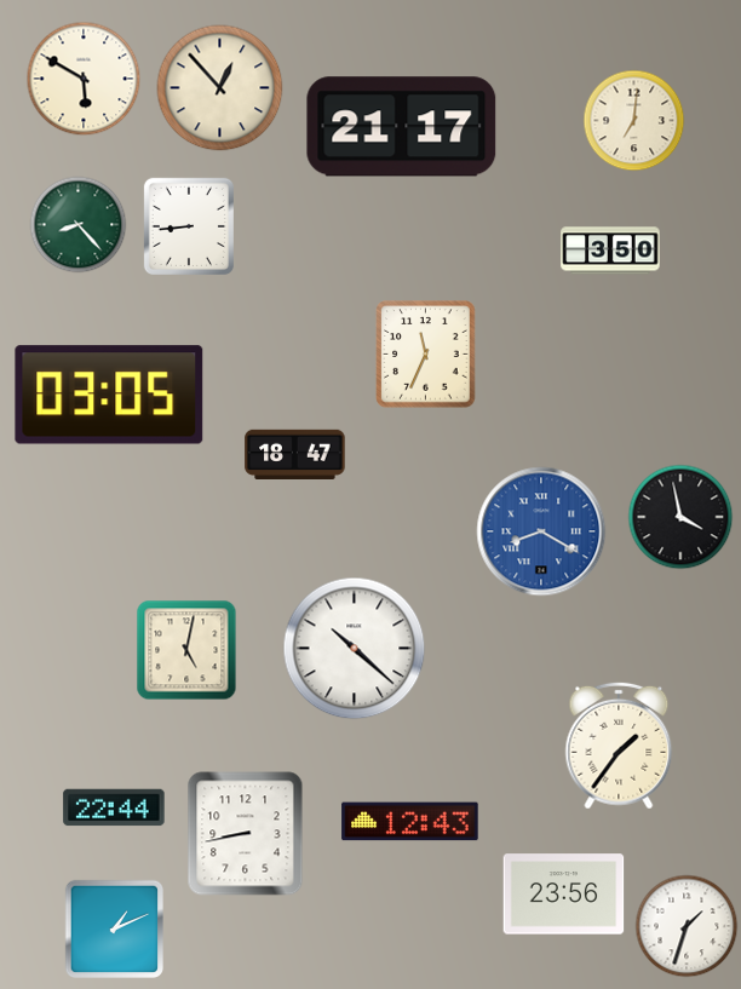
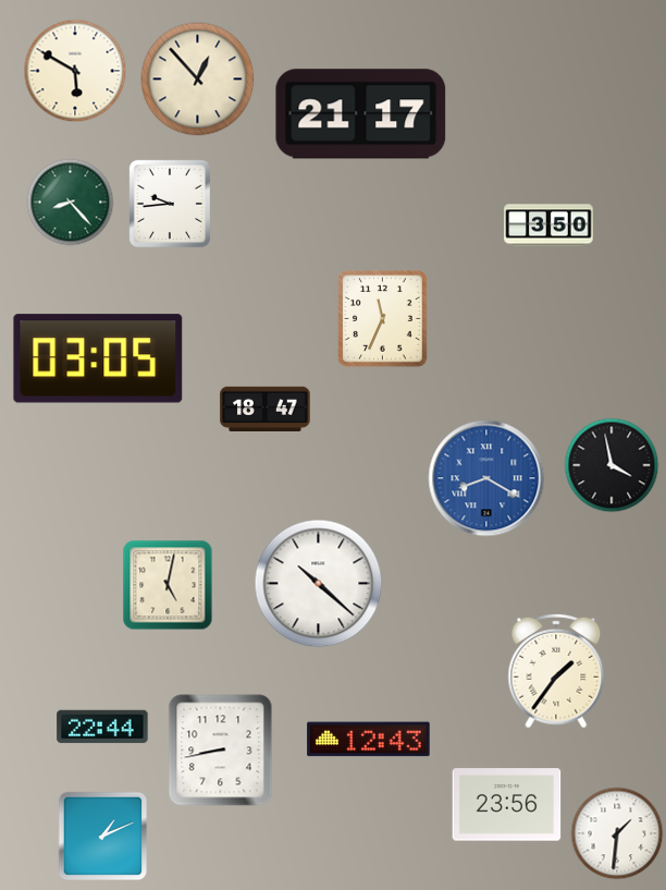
clock at (634, 121): 7:01 -> none
clock at (189, 226): 8:44 -> 9:44
clock at (109, 395) position: (109, 395) -> (98, 358)
clock at (687, 926): 1:33 -> 1:31
